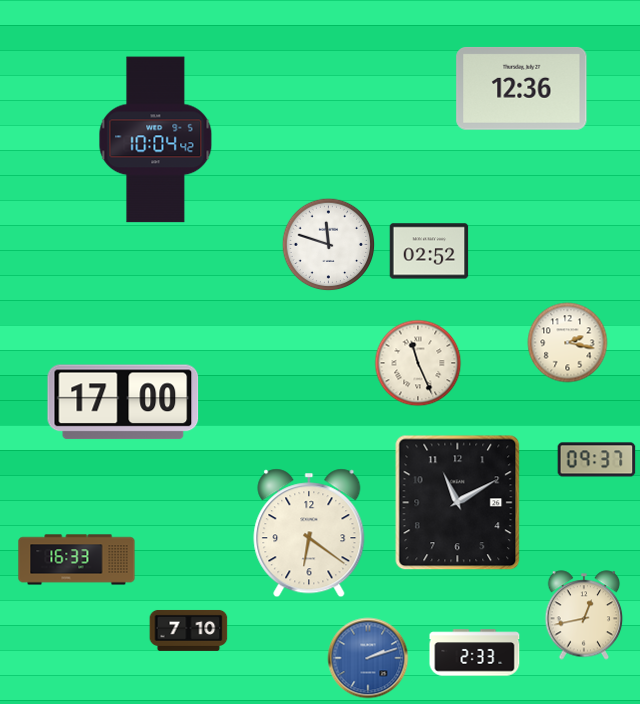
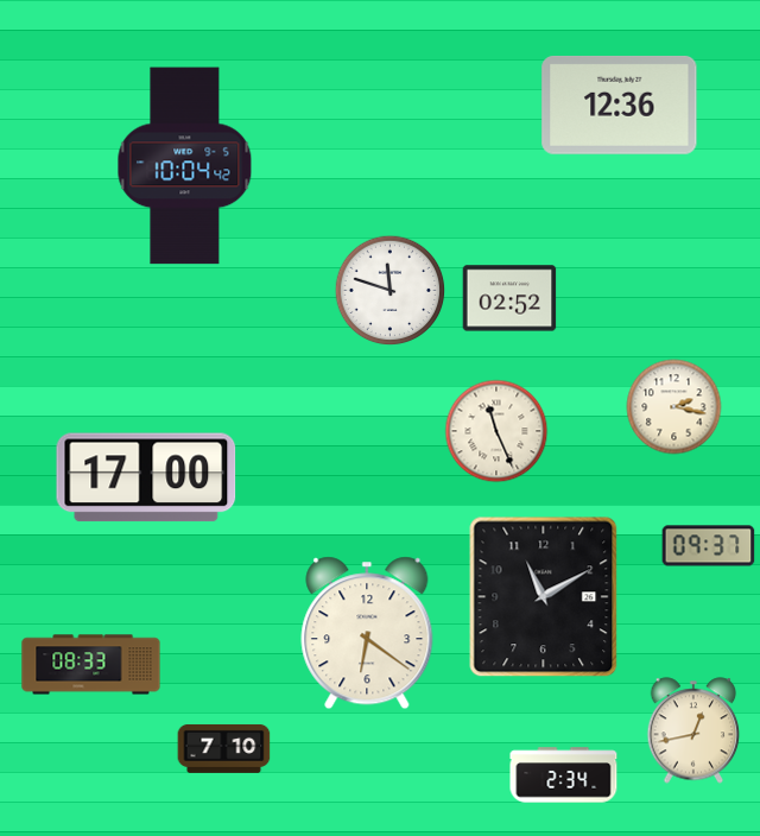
clock at (77, 560): 16:33 -> 08:33
clock at (475, 653): 2:33 -> 2:34
clock at (368, 658): 2:12 -> none
